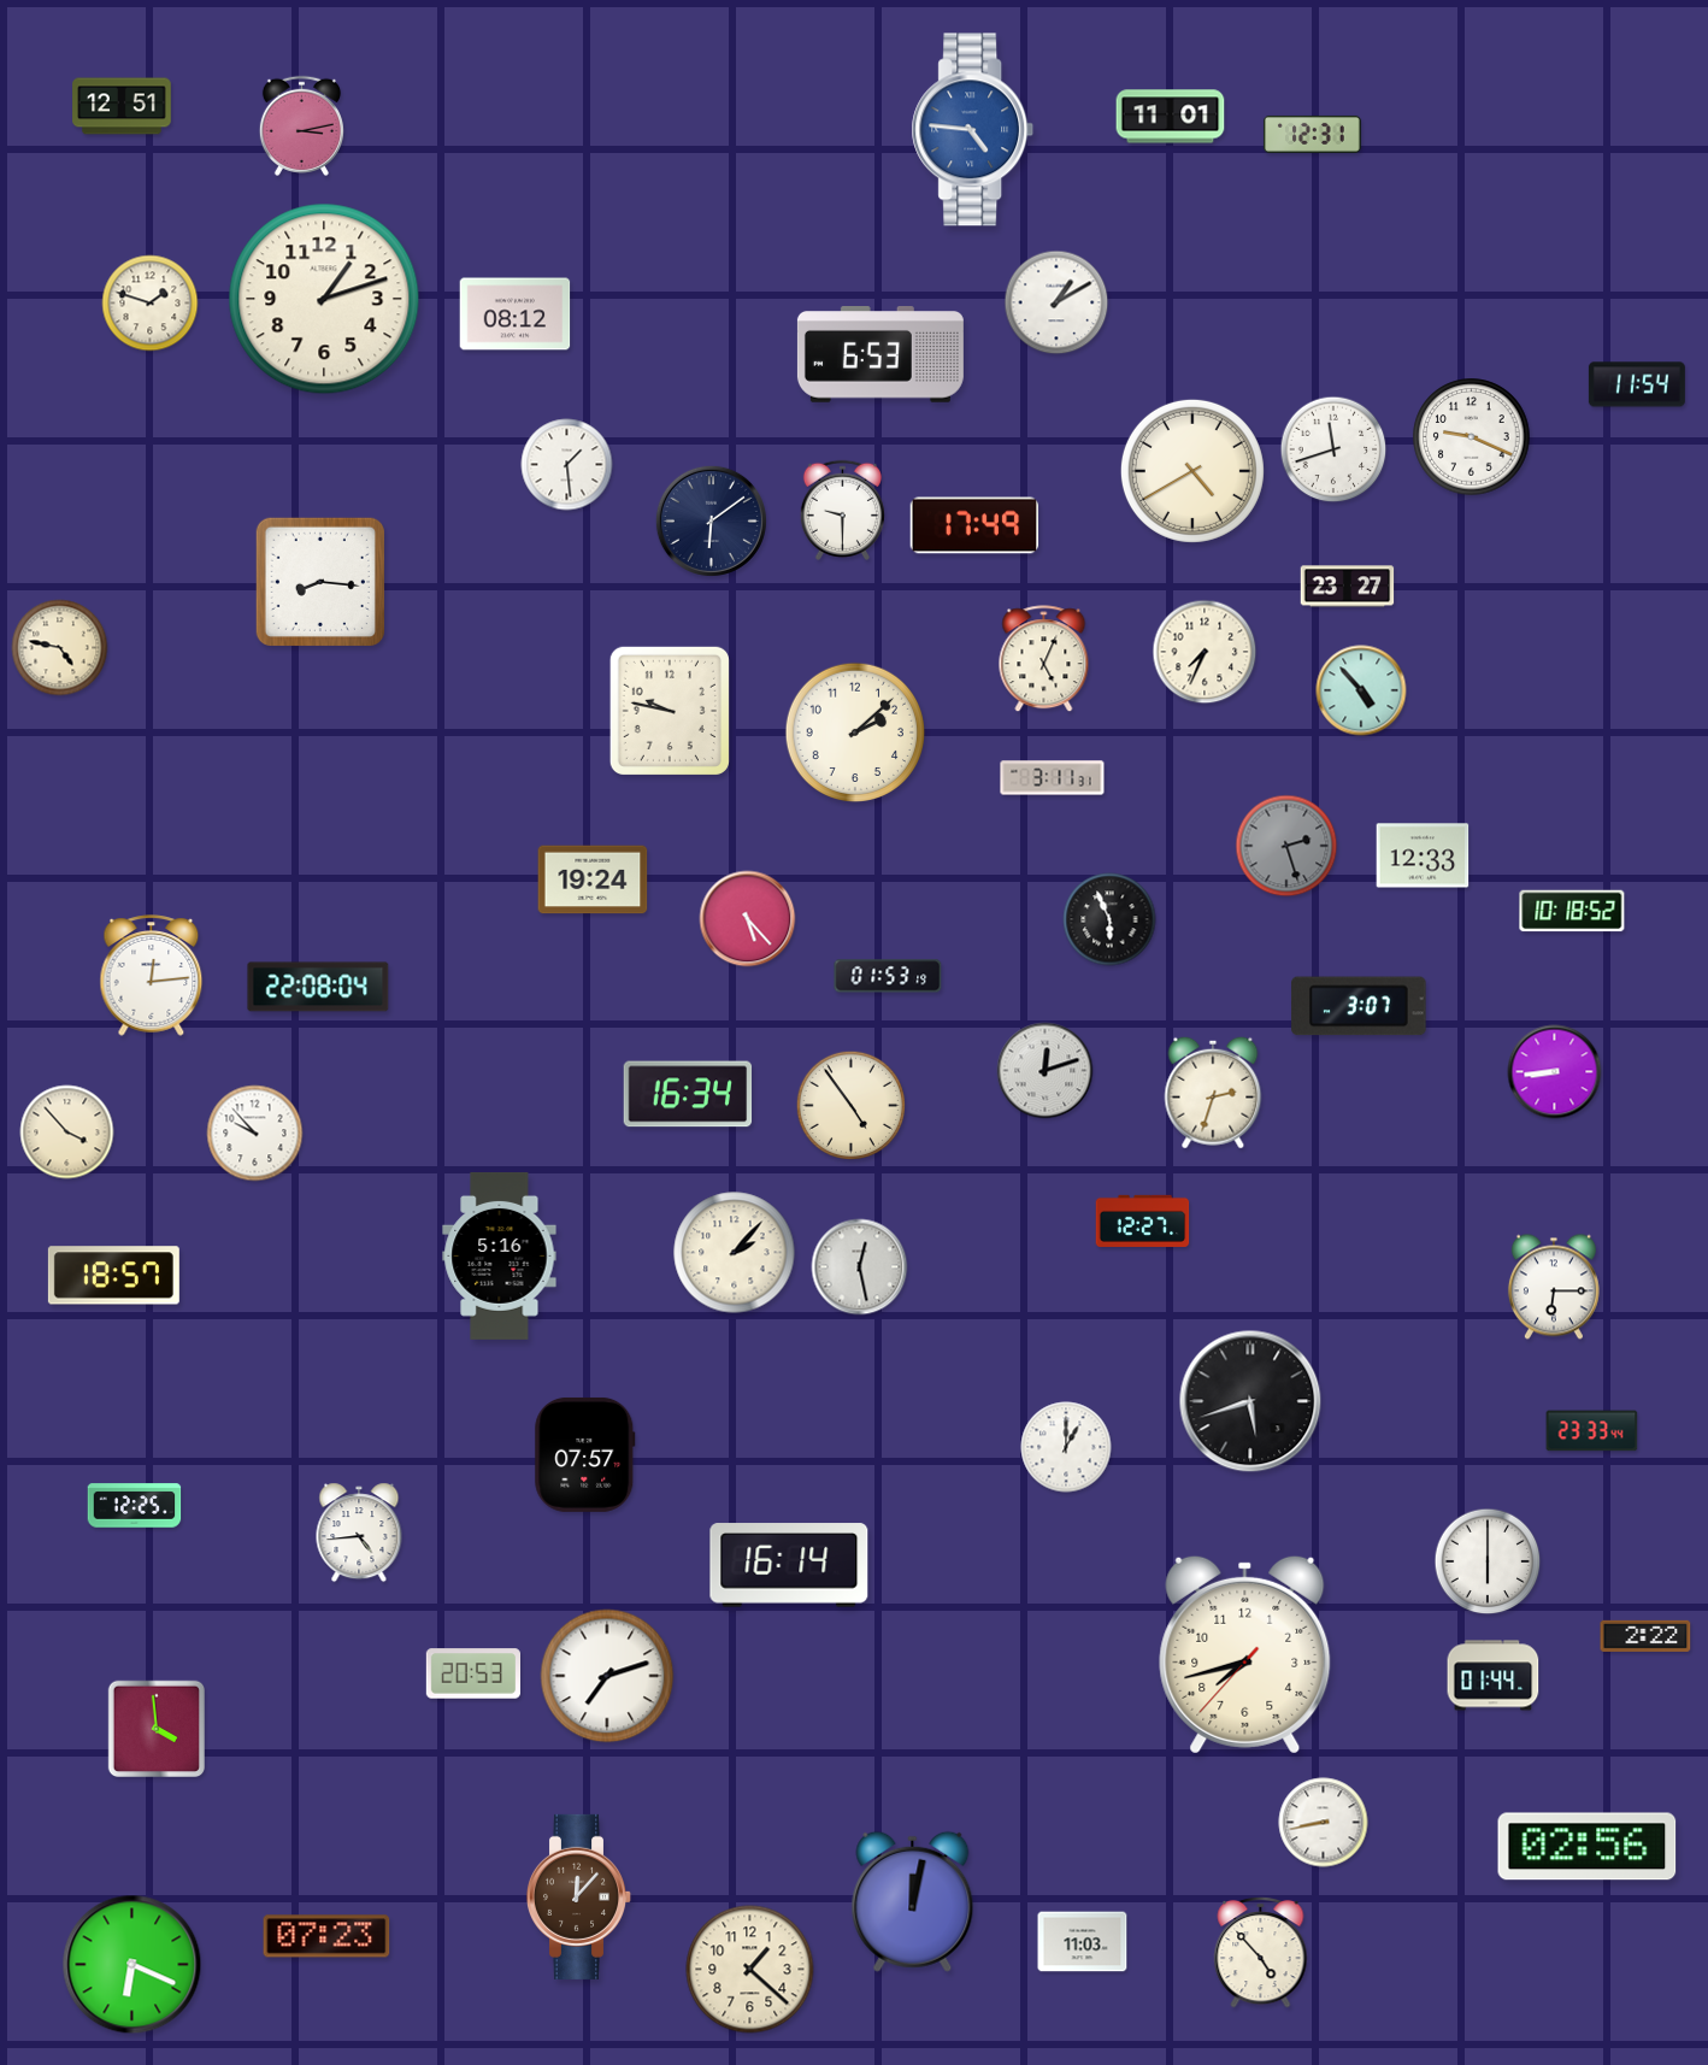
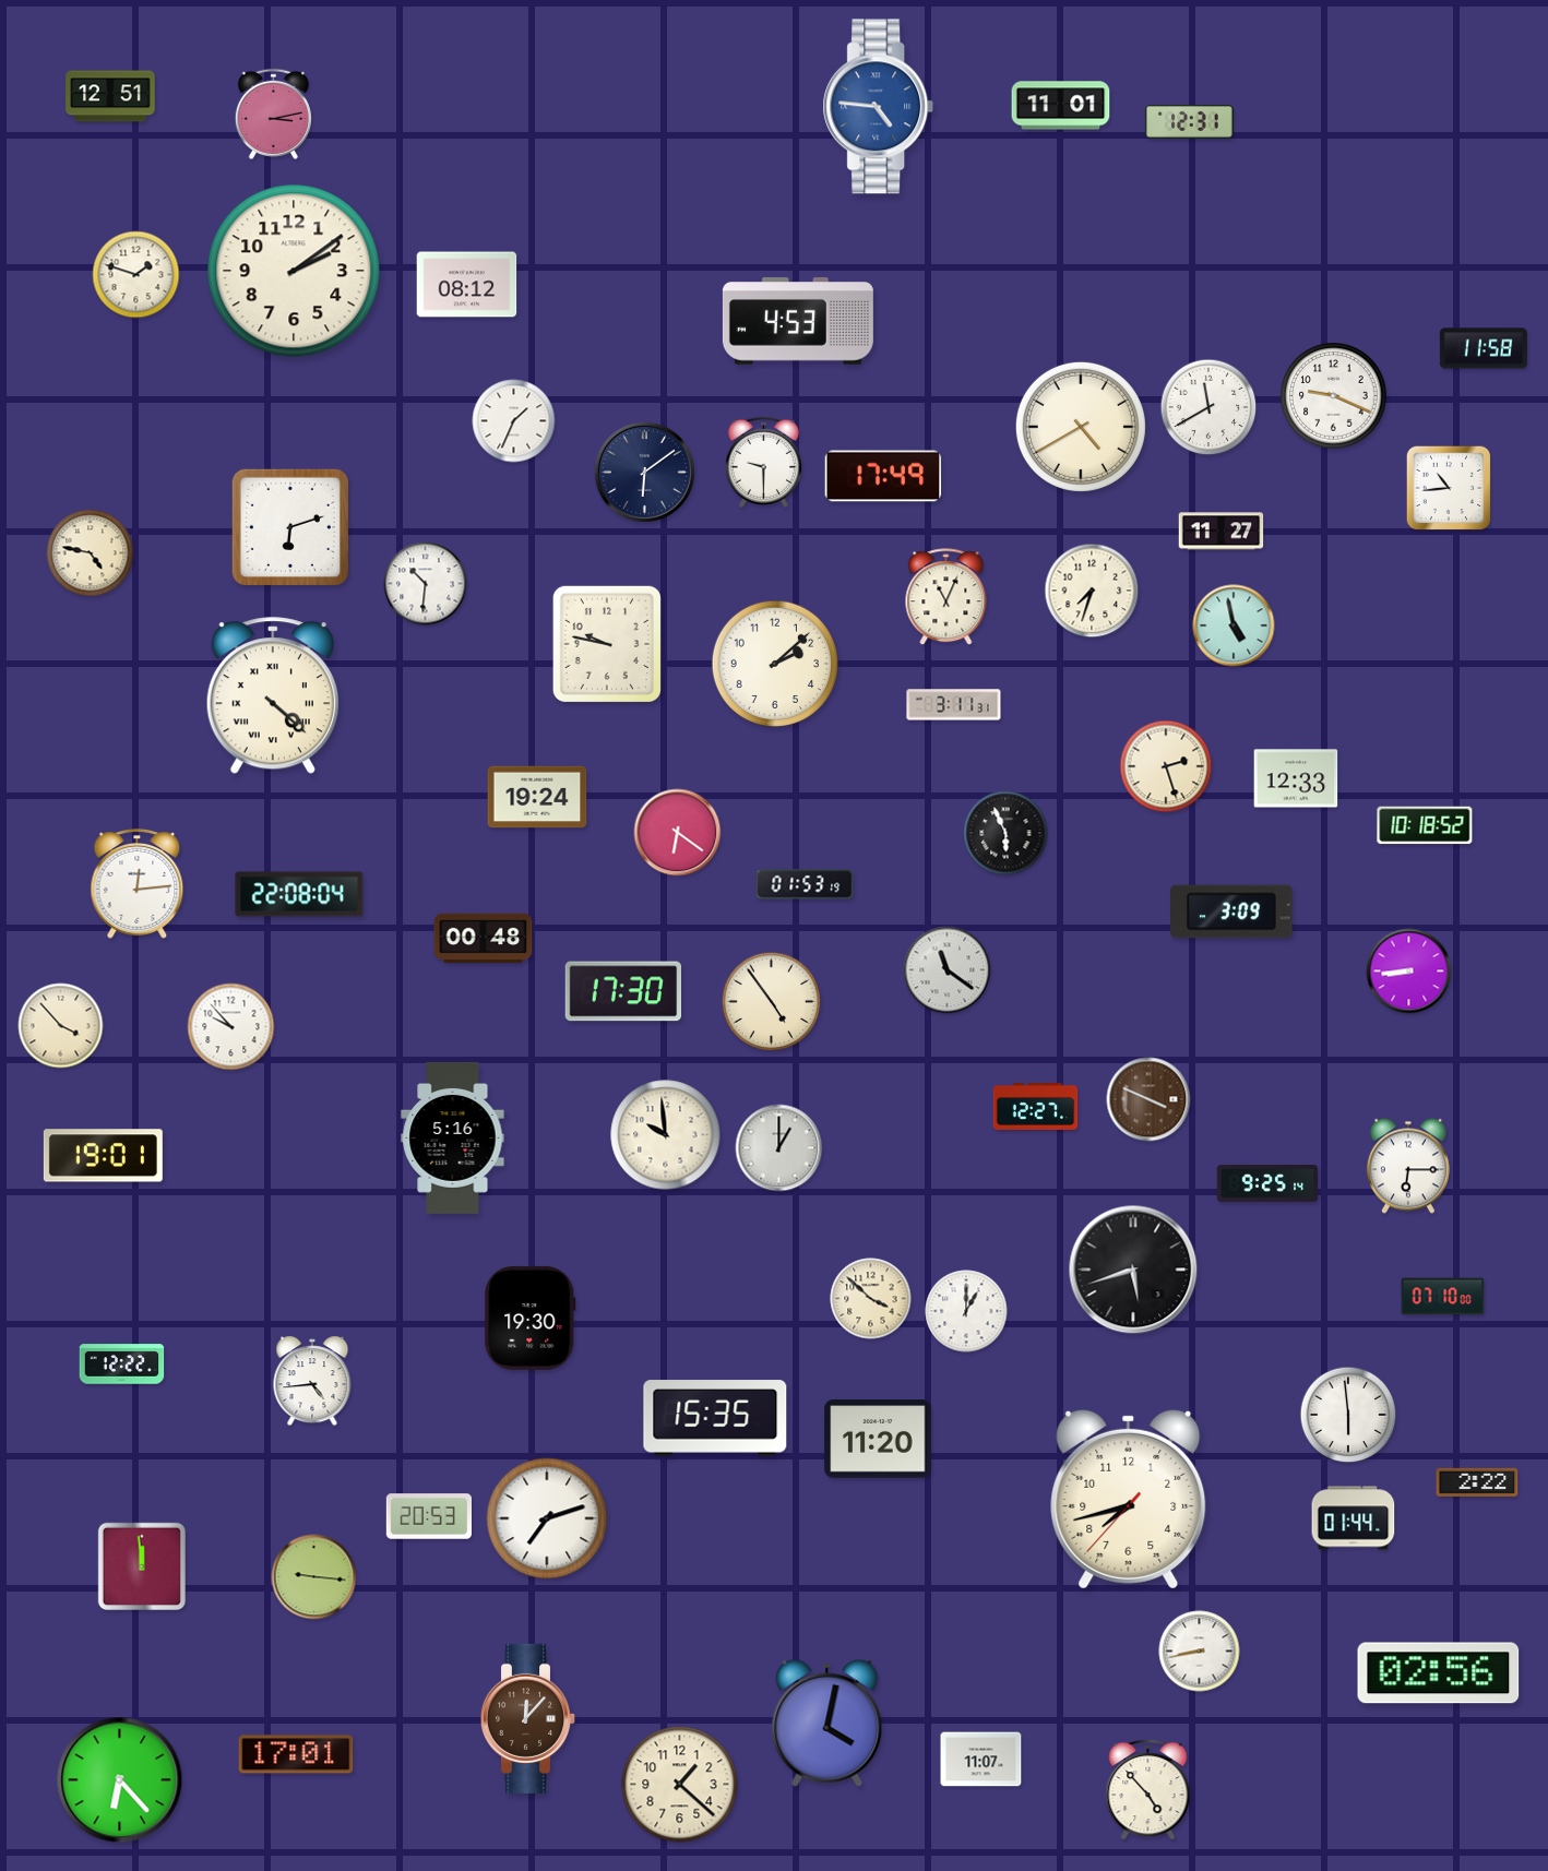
clock at (973, 130) position: (973, 130) -> (879, 107)
clock at (324, 299): 1:12 -> 2:09
clock at (1056, 302): 1:10 -> none
clock at (880, 355): 6:53 -> 4:53
clock at (1637, 384): 11:54 -> 11:58
clock at (1333, 449): 11:42 -> 11:40
clock at (567, 465): 1:29 -> 1:34
clock at (1449, 488): none -> 10:44
clock at (320, 582): 8:16 -> 6:12
clock at (1348, 587): 23:27 -> 11:27
clock at (426, 584): none -> 10:31
clock at (60, 648) position: (60, 648) -> (91, 553)
clock at (1205, 652): 7:34 -> 7:33
clock at (1044, 659): 5:04 -> 11:04
clock at (1361, 690): 4:53 -> 4:58
clock at (273, 696): none -> 4:22
clock at (1286, 846) dial: grey -> cream
clock at (1423, 855) position: (1423, 855) -> (1296, 778)
clock at (748, 919): 5:23 -> 6:21
clock at (318, 987) position: (318, 987) -> (299, 894)
clock at (1359, 1006): 3:07 -> 3:09
clock at (484, 939): none -> 00:48
clock at (1046, 1071): 12:12 -> 11:21
clock at (1213, 1093): 2:33 -> none
clock at (688, 1094): 16:34 -> 17:30
clock at (1148, 1099): none -> 3:49
clock at (735, 1253): 2:07 -> 9:59
clock at (860, 1267): 12:28 -> 1:00
clock at (113, 1276): 18:57 -> 19:01
clock at (1267, 1184): none -> 9:25
clock at (1592, 1431): 23:33 -> 07:10
clock at (871, 1299): none -> 3:52
clock at (585, 1454): 07:57 -> 19:30
clock at (135, 1506): 12:25 -> 12:22
clock at (359, 1532) position: (359, 1532) -> (312, 1381)
clock at (1488, 1561): 6:00 -> 5:59
clock at (789, 1565): 16:14 -> 15:35
clock at (878, 1439): none -> 11:20
clock at (1645, 1636) position: (1645, 1636) -> (1477, 1482)
clock at (607, 1676) position: (607, 1676) -> (547, 1518)
clock at (155, 1728): 3:59 -> 11:59
clock at (314, 1577): none -> 9:16
clock at (579, 1896) position: (579, 1896) -> (528, 1718)
clock at (913, 1901): 12:02 -> 4:02
clock at (326, 1936): 07:23 -> 17:01
clock at (1083, 1942): 11:03 -> 11:07
clock at (1261, 1952) position: (1261, 1952) -> (1148, 1789)
clock at (132, 1965): 6:19 -> 6:23
